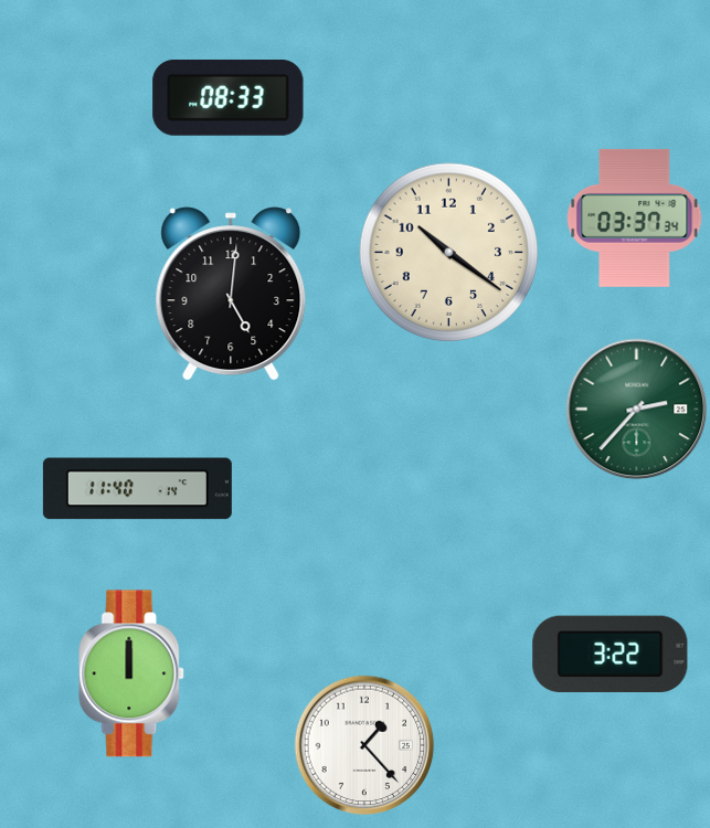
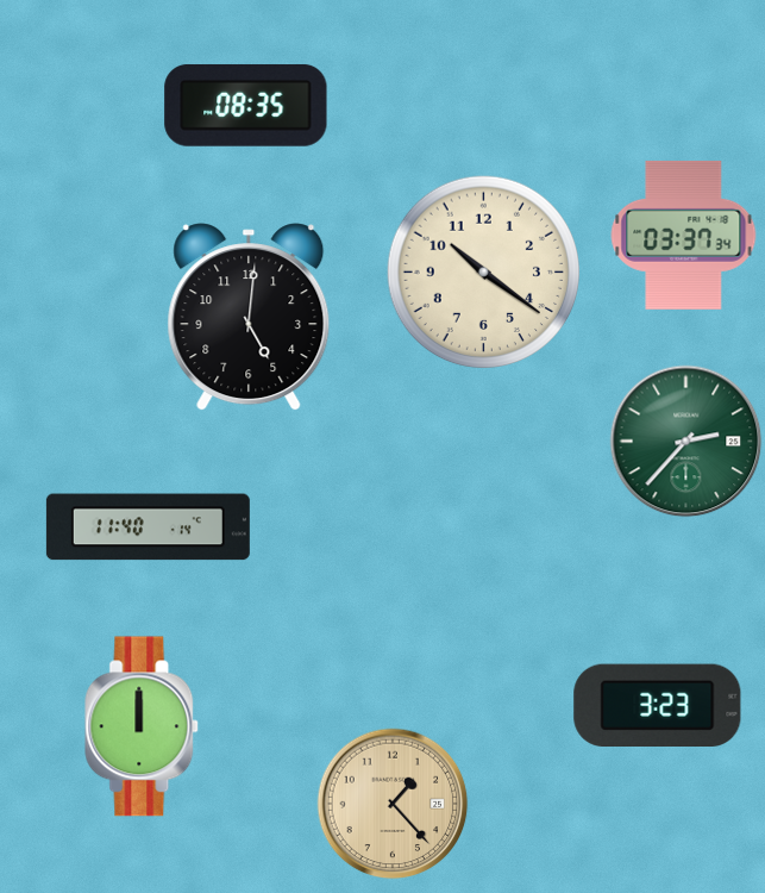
clock at (229, 97): 08:33 -> 08:35
clock at (611, 654): 3:22 -> 3:23
clock at (364, 745) dial: white -> champagne
